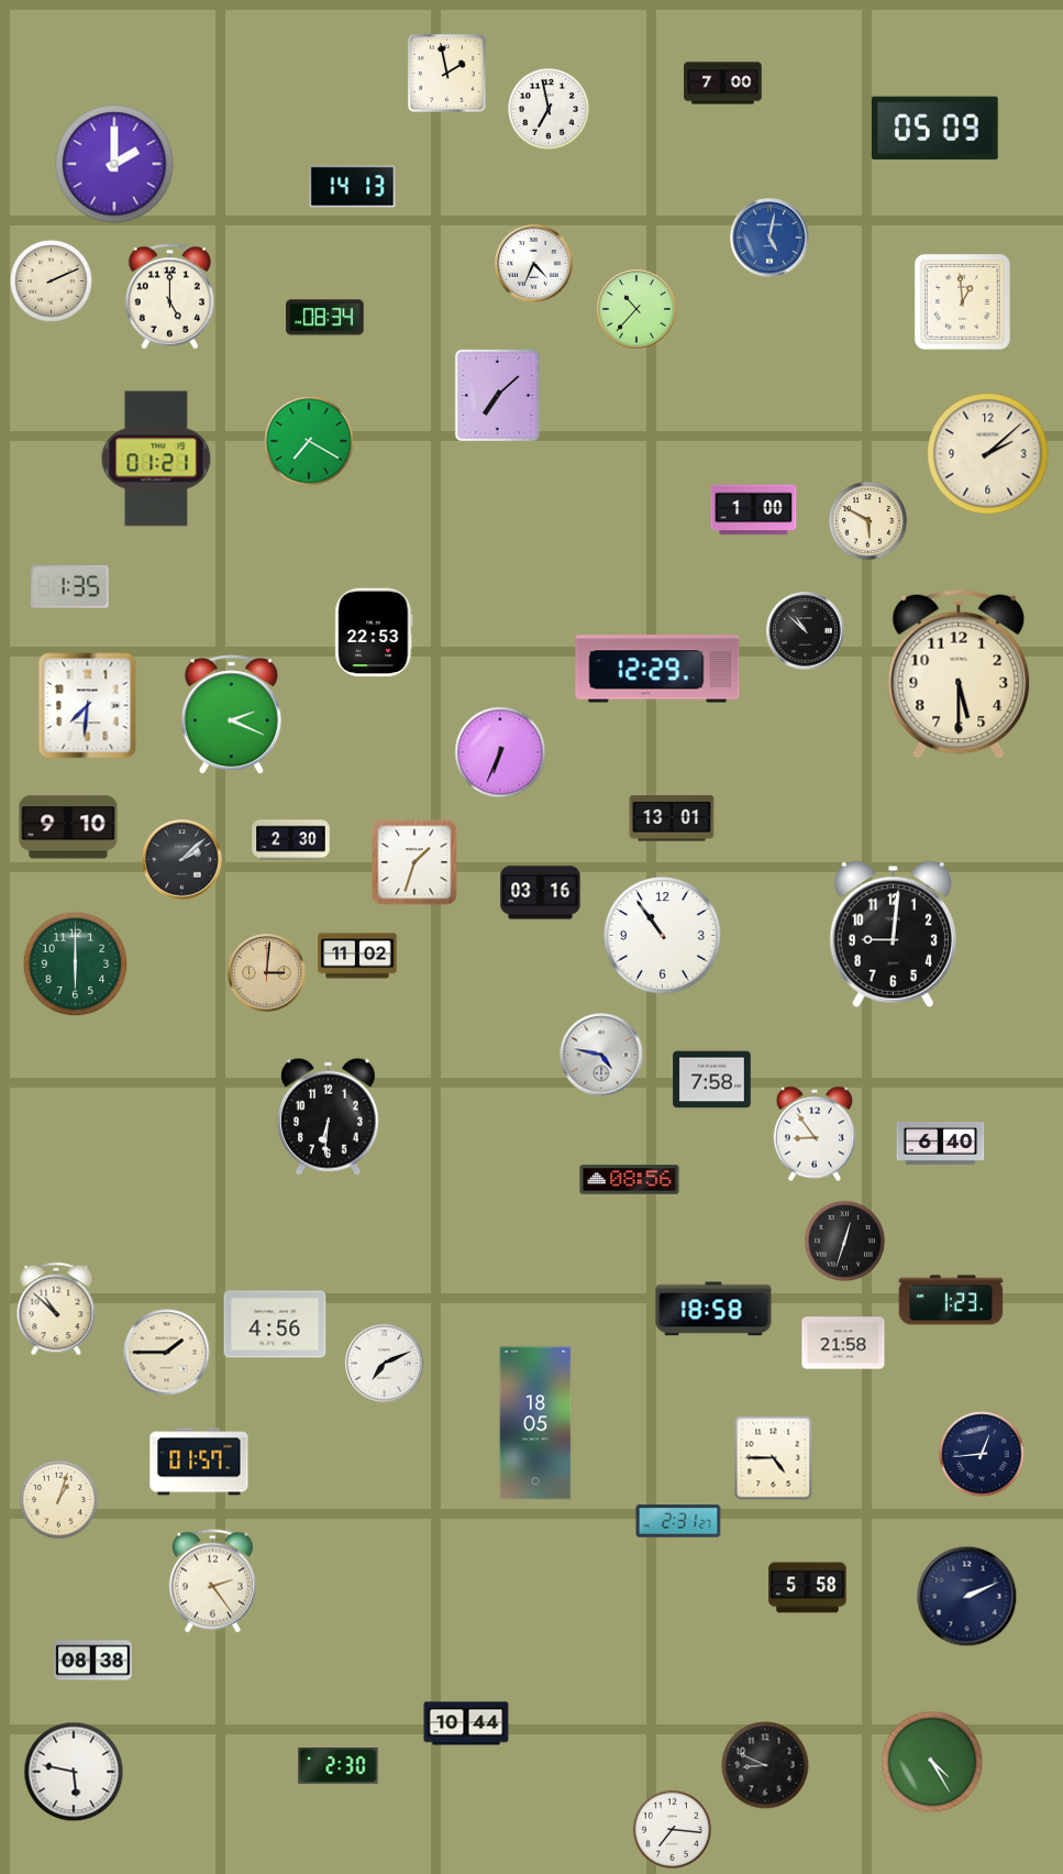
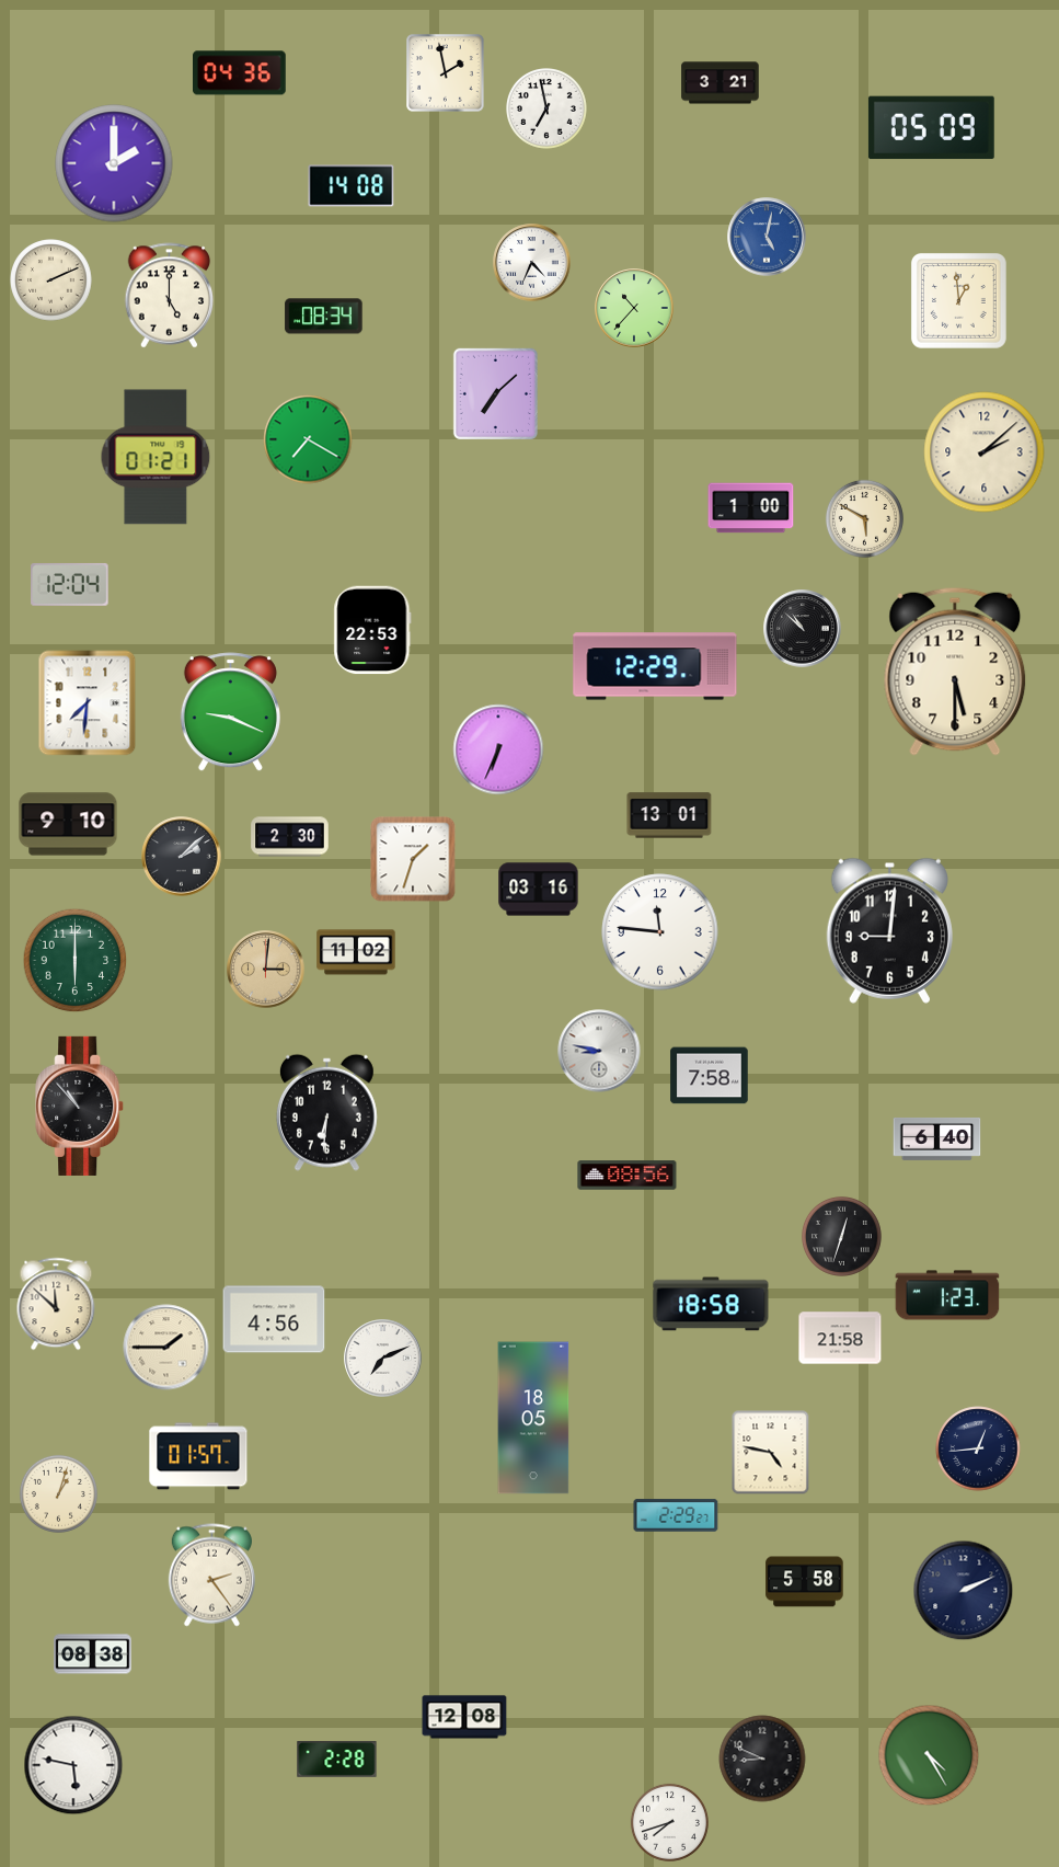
clock at (240, 73): none -> 04:36
clock at (723, 84): 7:00 -> 3:21
clock at (353, 187): 14:13 -> 14:08
clock at (70, 586): 1:35 -> 12:04
clock at (231, 715): 2:19 -> 9:19
clock at (663, 936): 10:54 -> 11:46
clock at (601, 1055): 4:47 -> 8:47
clock at (80, 1106): none -> 10:53
clock at (815, 1134): 8:54 -> none
clock at (56, 1309): 10:52 -> 11:52
clock at (774, 1458): 4:45 -> 4:47
clock at (678, 1521): 2:31 -> 2:29
clock at (466, 1723): 10:44 -> 12:08
clock at (339, 1766): 2:30 -> 2:28
clock at (672, 1829): 7:16 -> 7:42
